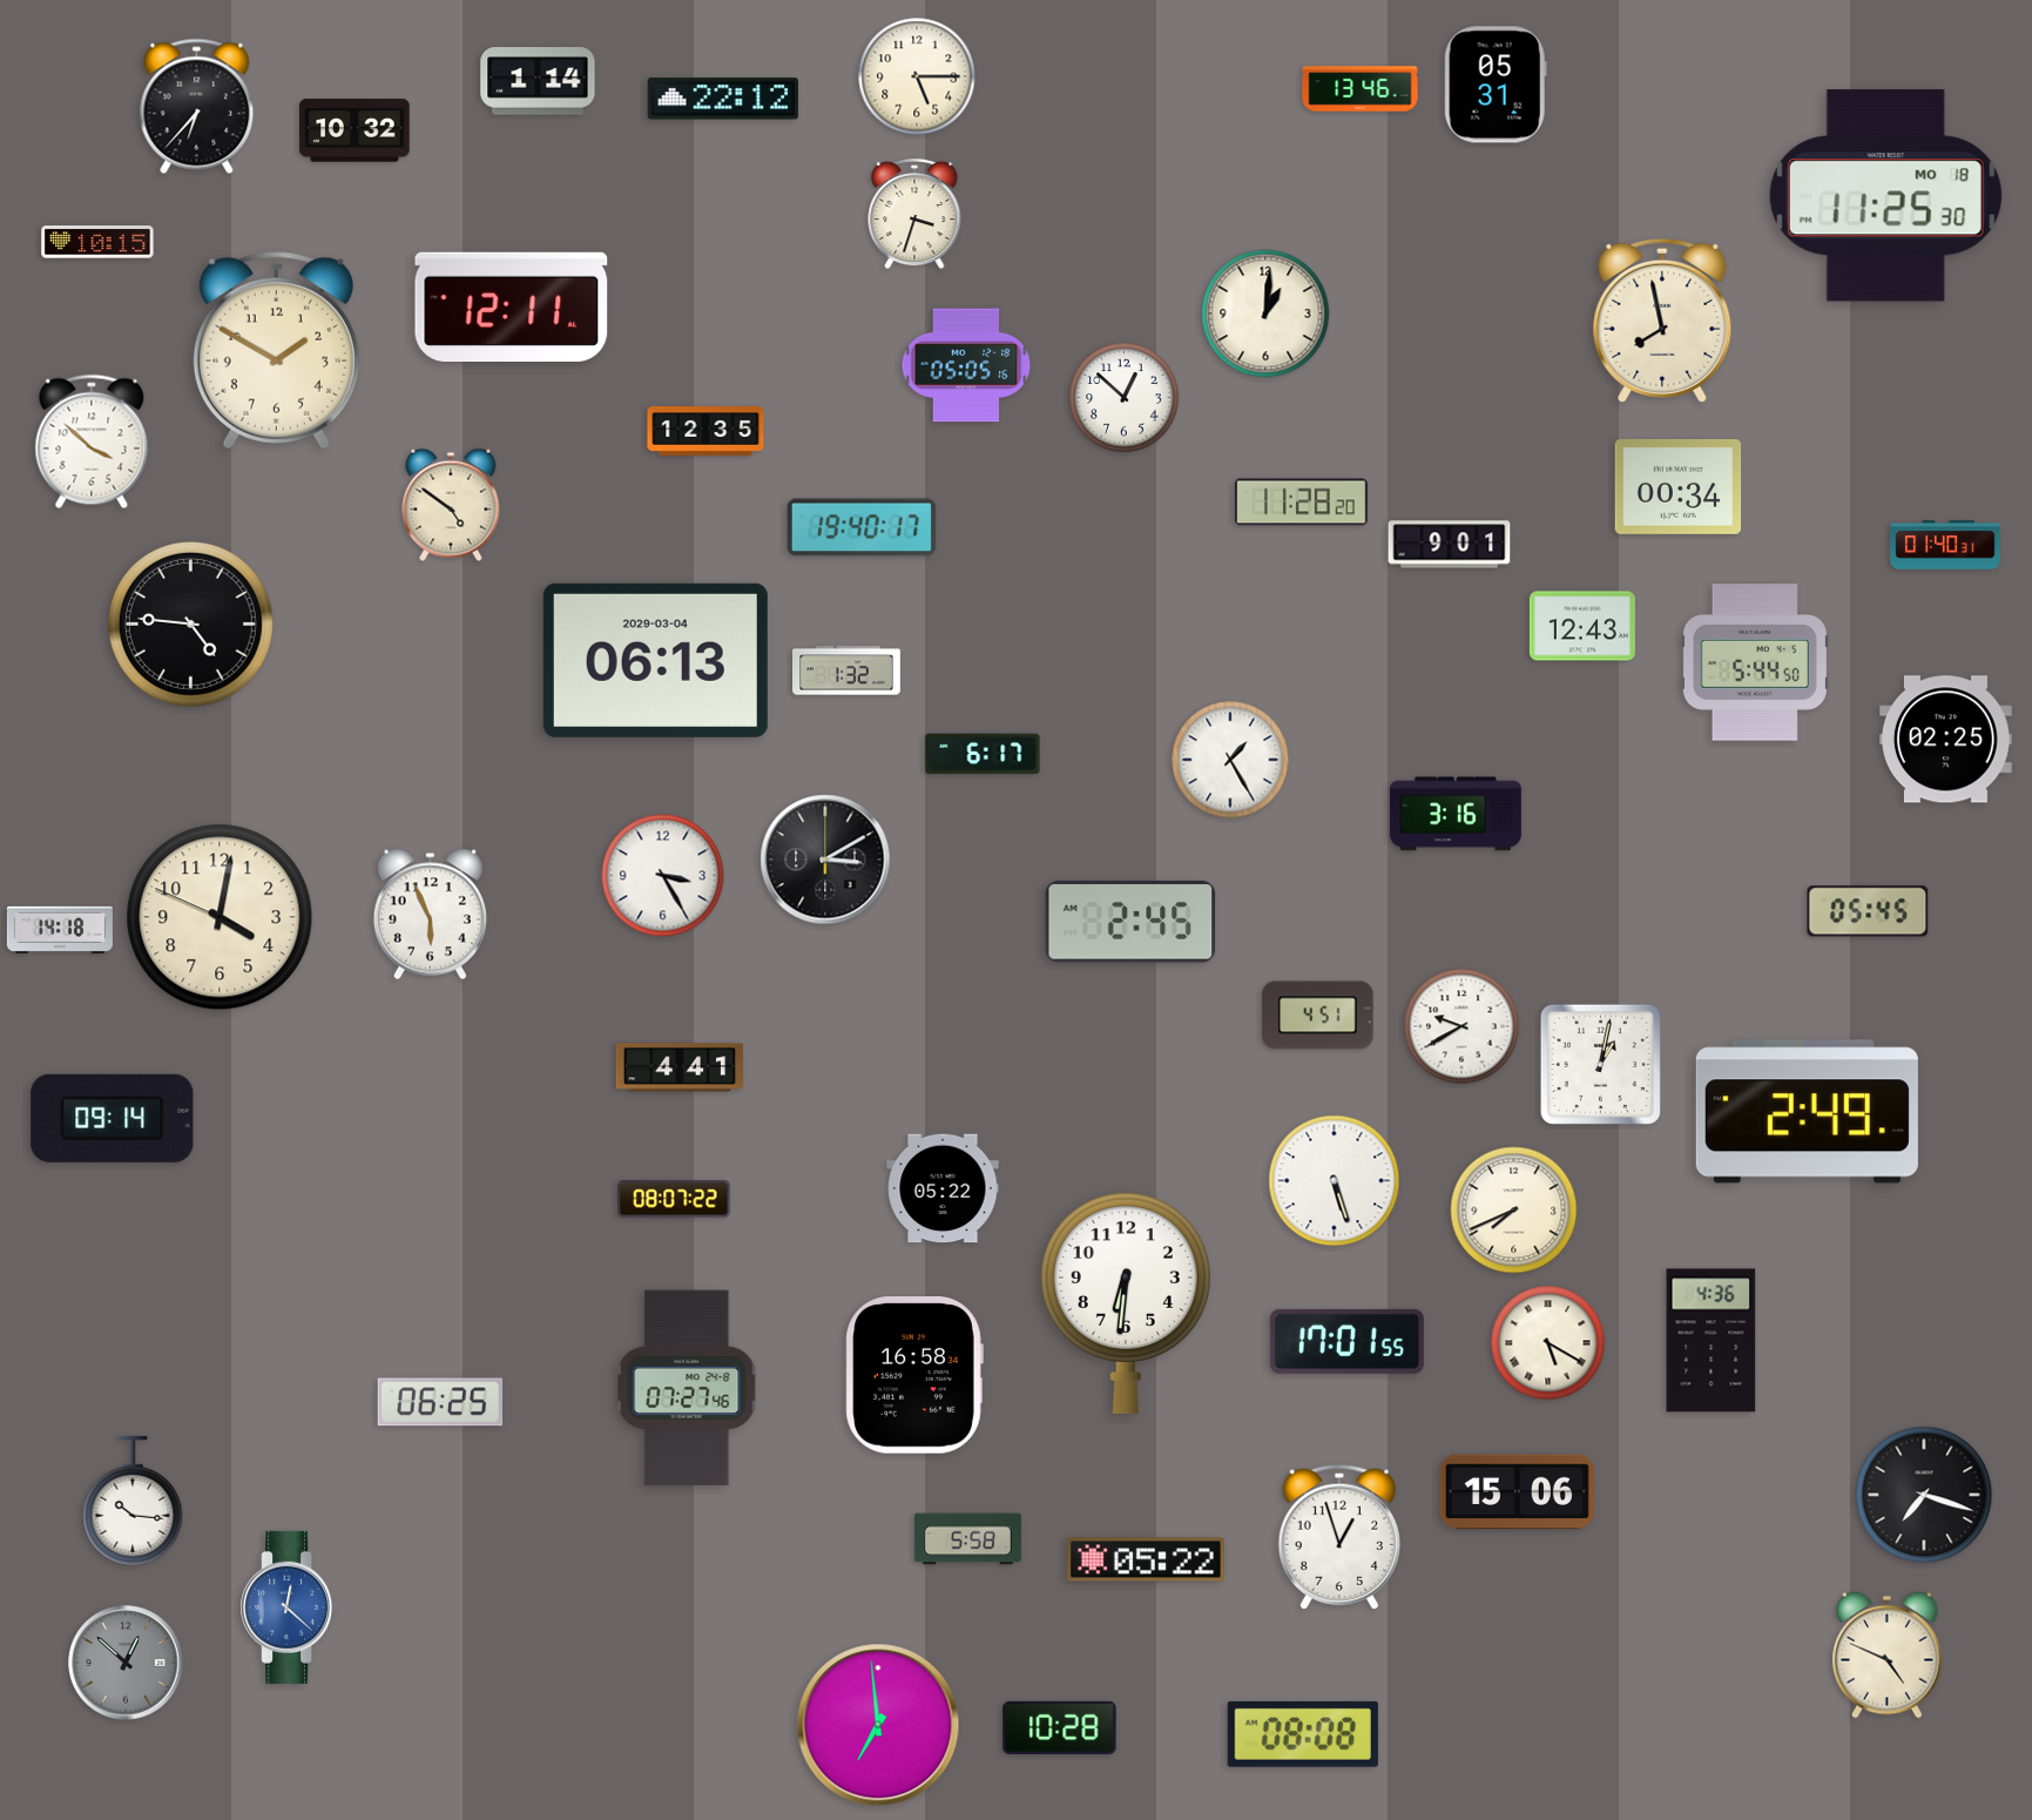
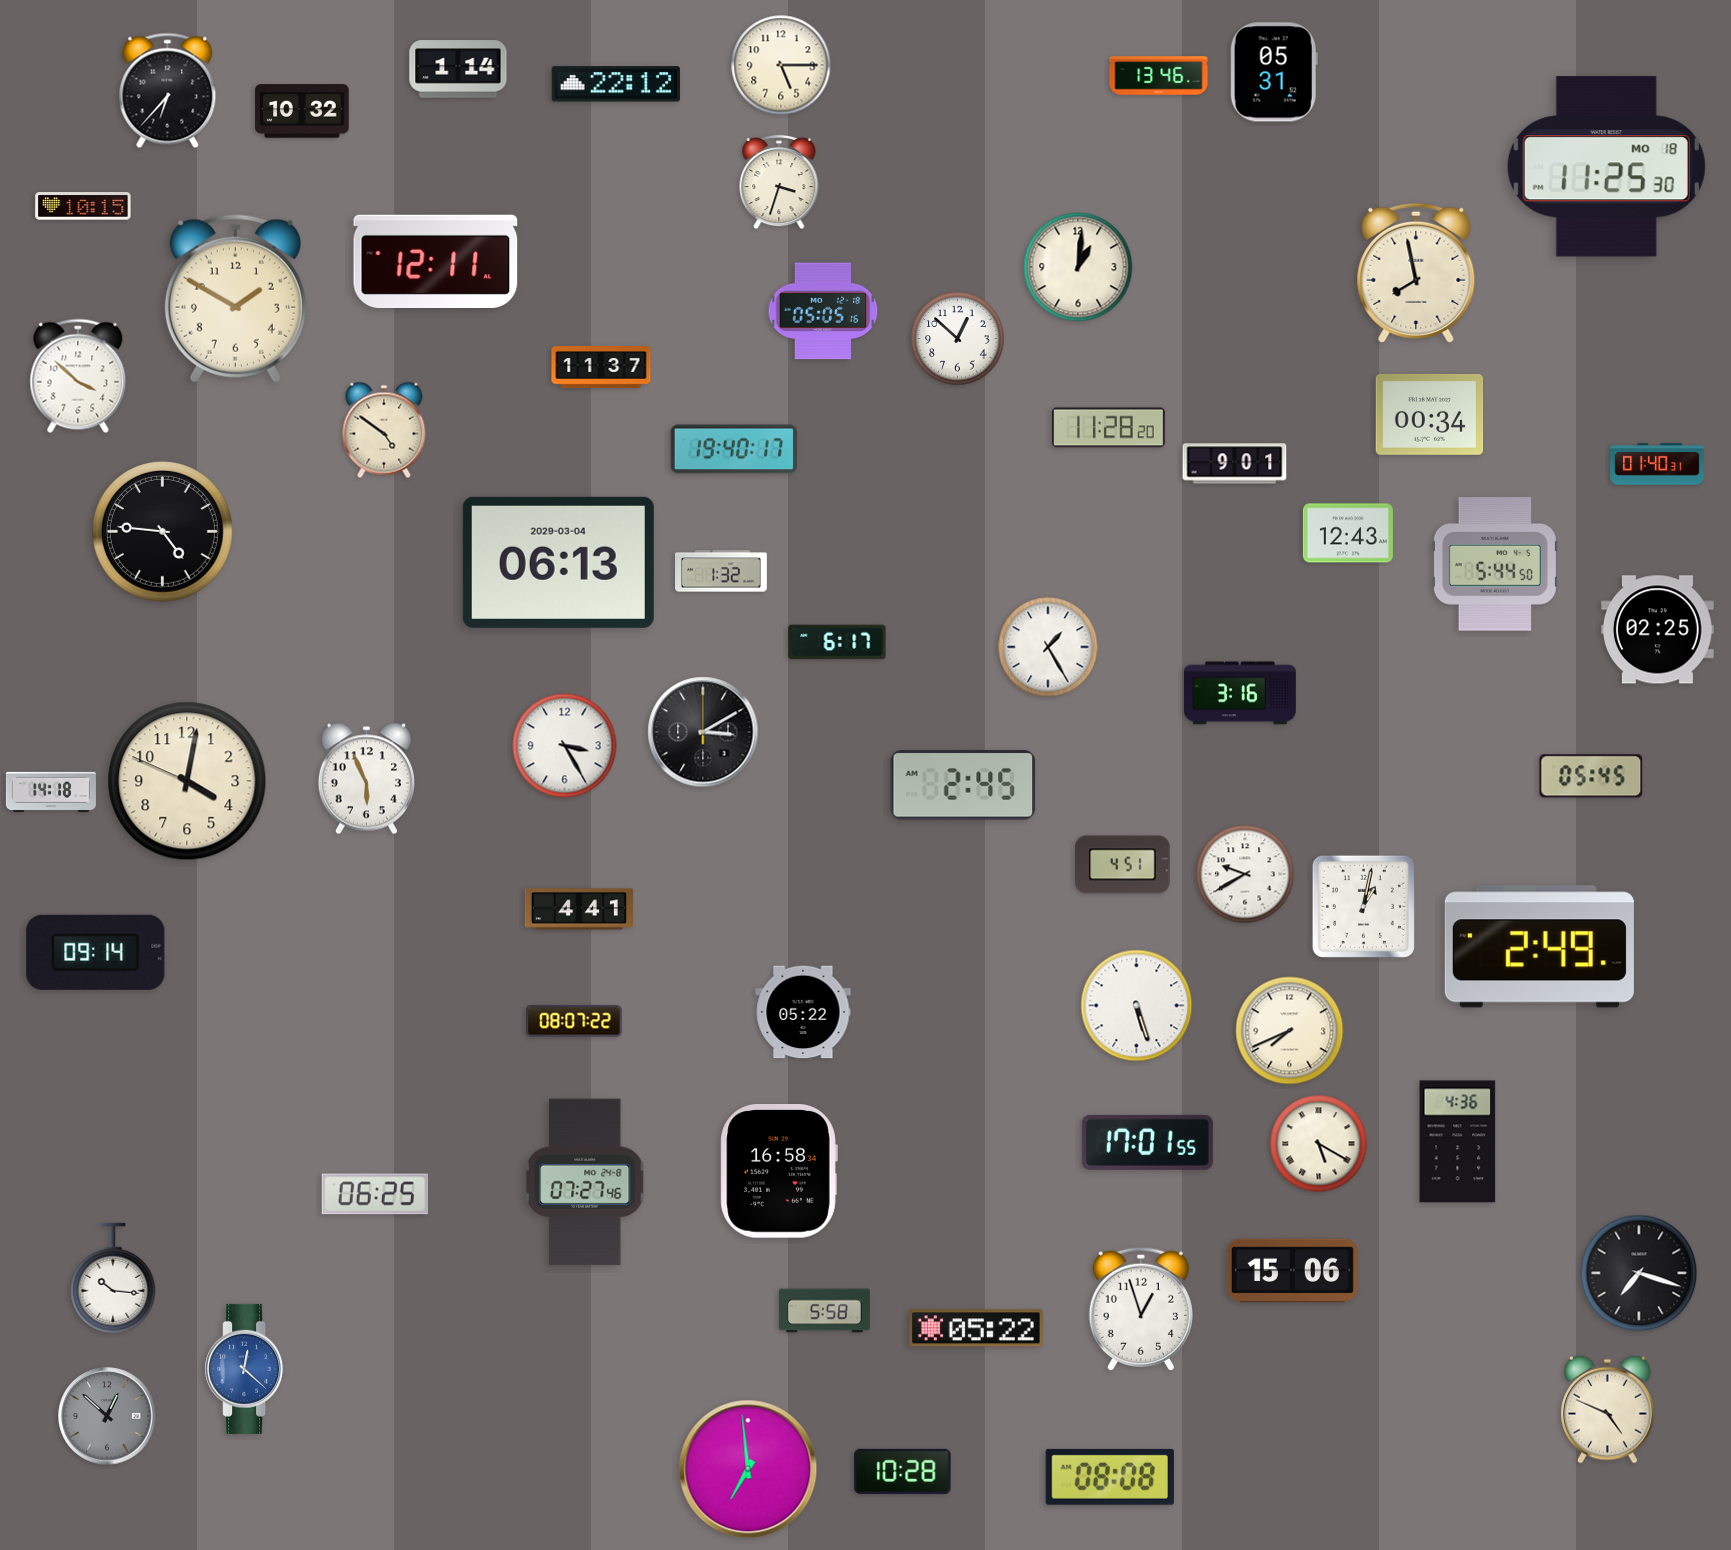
clock at (706, 431): 12:35 -> 11:37
clock at (1126, 1302): 6:31 -> none
